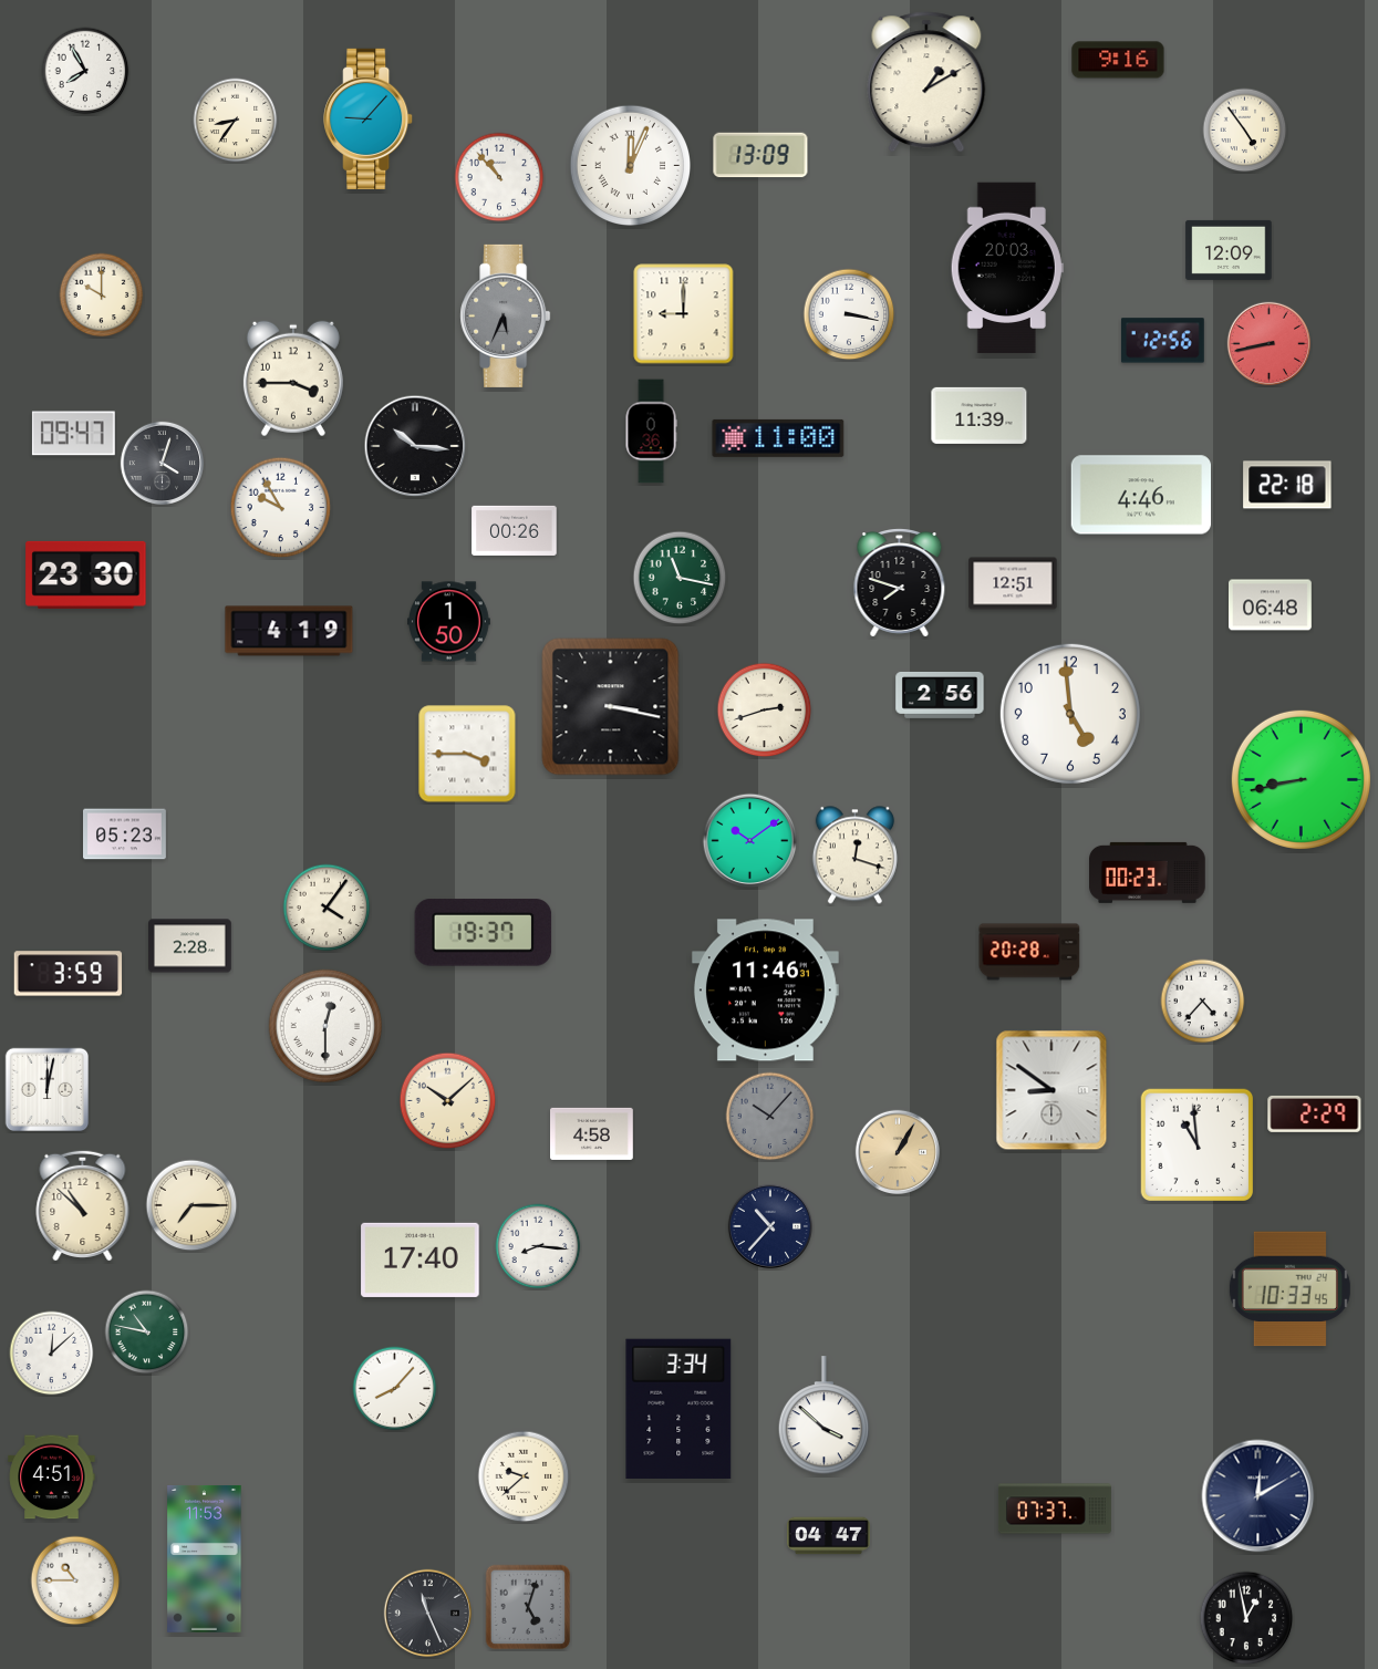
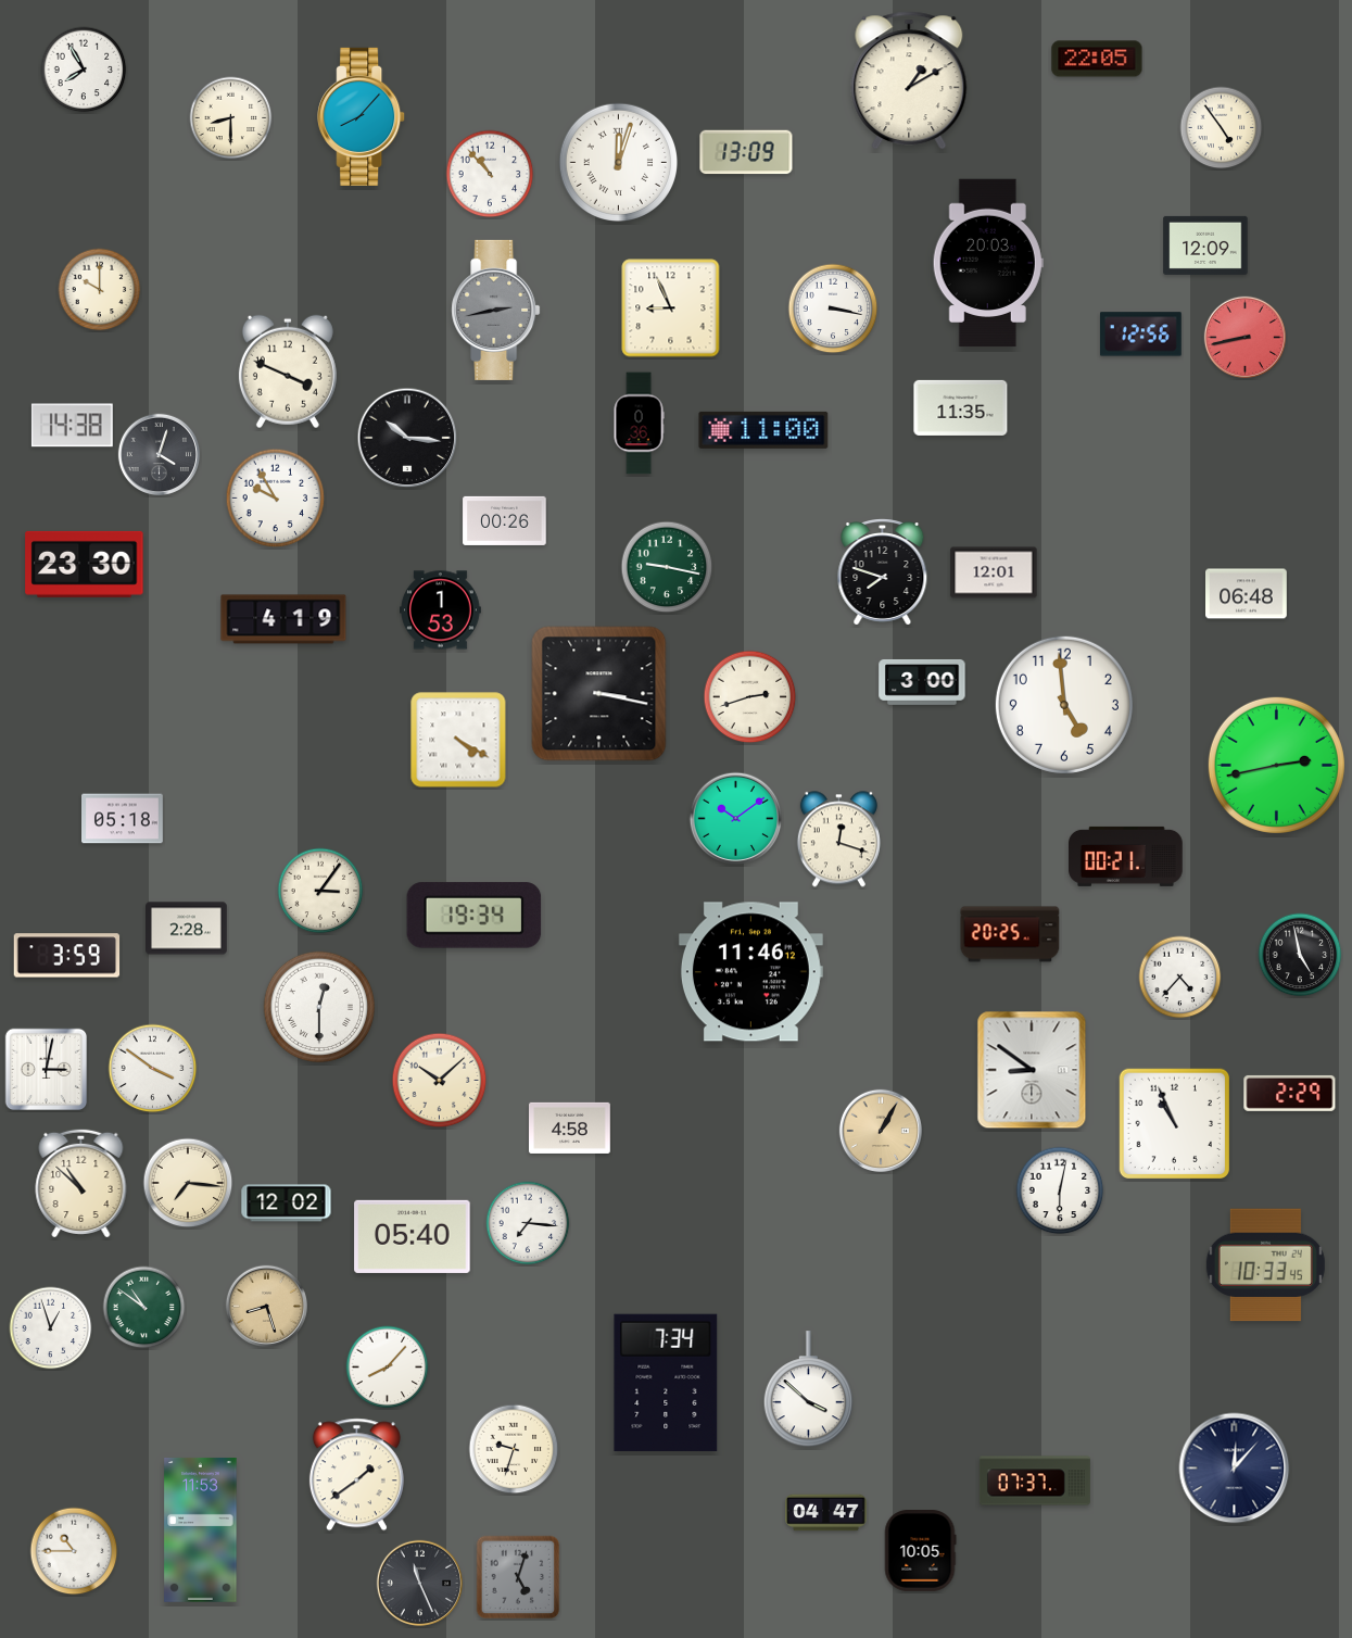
clock at (1118, 60): 9:16 -> 22:05
clock at (369, 118): 9:07 -> 8:07
clock at (236, 121): 8:36 -> 8:30
clock at (630, 165): 12:04 -> 12:03
clock at (684, 314): 9:00 -> 8:56
clock at (506, 315): 5:34 -> 2:43
clock at (293, 379): 3:45 -> 3:49
clock at (980, 415): 11:39 -> 11:35
clock at (73, 434): 09:47 -> 14:38
clock at (1287, 485): 22:18 -> none
clock at (1140, 495): 4:46 -> none
clock at (680, 578): 11:17 -> 9:17
clock at (1013, 583): 12:51 -> 12:01
clock at (449, 622): 1:50 -> 1:53
clock at (940, 695): 2:56 -> 3:00
clock at (1070, 714) position: (1070, 714) -> (1064, 705)
clock at (467, 754): 3:45 -> 4:20
clock at (1301, 779): 8:43 -> 2:43
clock at (125, 834): 05:23 -> 05:18
clock at (750, 841) position: (750, 841) -> (736, 819)
clock at (1148, 872): 00:23 -> 00:21
clock at (327, 908): 4:06 -> 3:06
clock at (484, 933): 19:37 -> 19:34
clock at (1029, 952): 20:28 -> 20:25
clock at (1300, 955): none -> 4:58
clock at (765, 991): 11:46:31 -> 11:46:12
clock at (1203, 1002) position: (1203, 1002) -> (1180, 978)
clock at (153, 1069): none -> 3:51
clock at (48, 1090): 12:02 -> 3:02
clock at (770, 1117): 10:07 -> none
clock at (592, 1133) position: (592, 1133) -> (570, 1127)
clock at (1196, 1144): 10:59 -> 10:56
clock at (191, 1205): 7:15 -> 7:16
clock at (1060, 1190): none -> 6:02
clock at (769, 1225): 10:37 -> none
clock at (287, 1204): none -> 12:02
clock at (538, 1246): 8:16 -> 7:16
clock at (421, 1259): 17:40 -> 05:40
clock at (266, 1306): none -> 8:27
clock at (147, 1333): 10:47 -> 10:51
clock at (52, 1354): 12:08 -> 12:57
clock at (395, 1389) position: (395, 1389) -> (388, 1368)
clock at (678, 1409): 3:34 -> 7:34
clock at (524, 1476): 9:38 -> 9:33
clock at (52, 1478): 4:51 -> none
clock at (1258, 1496): 12:10 -> 12:07
clock at (356, 1475): none -> 1:39
clock at (829, 1536) position: (829, 1536) -> (826, 1513)
clock at (920, 1551): none -> 10:05
clock at (1246, 1618): 12:58 -> none
